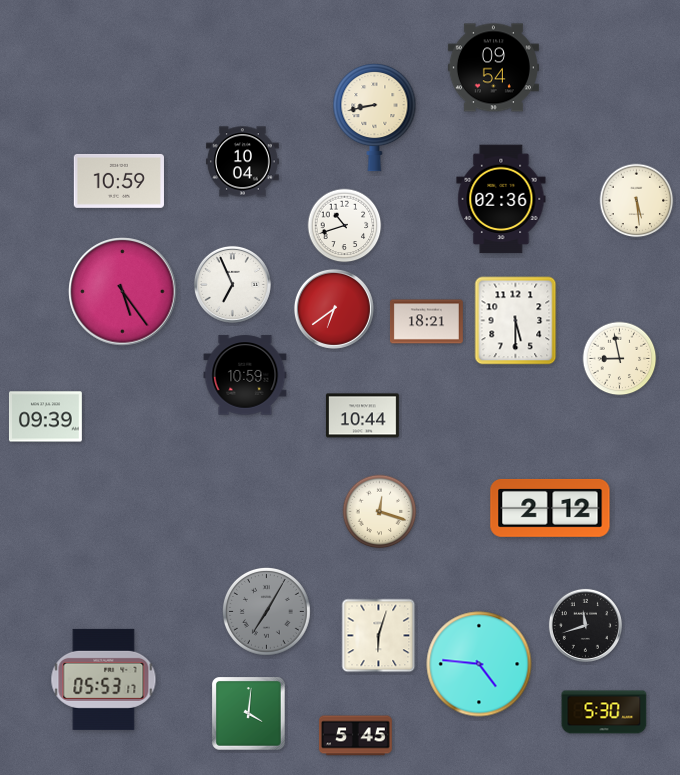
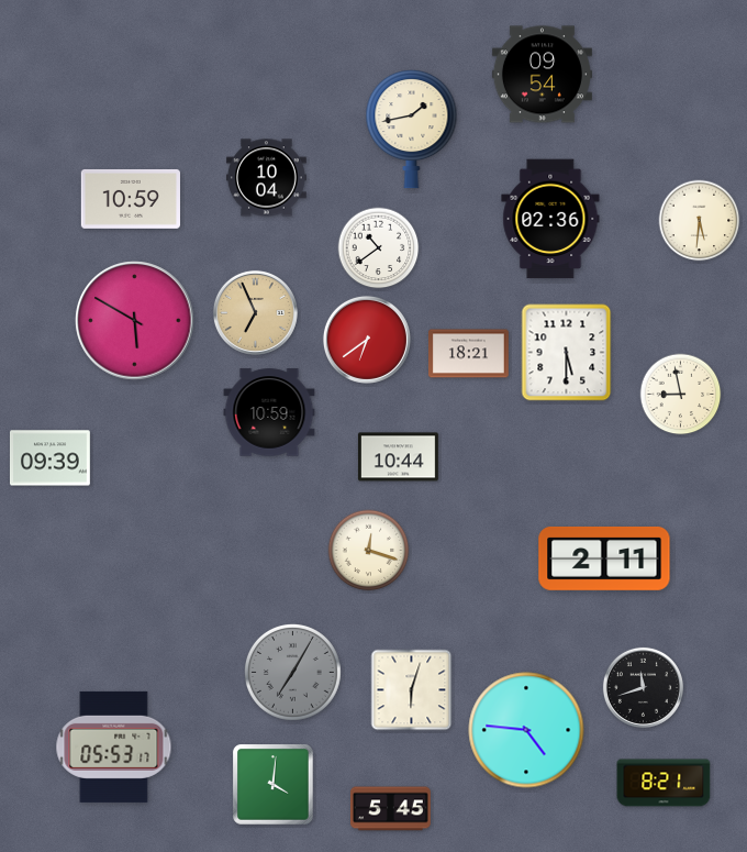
clock at (375, 117): 8:43 -> 1:43
clock at (637, 201): 5:29 -> 5:31
clock at (345, 226): 10:42 -> 10:39
clock at (232, 284) dial: white -> champagne
clock at (123, 292): 5:24 -> 5:50
clock at (550, 508): 2:12 -> 2:11
clock at (380, 512) position: (380, 512) -> (369, 551)
clock at (379, 636) position: (379, 636) -> (412, 690)
clock at (604, 712): 5:30 -> 8:21
